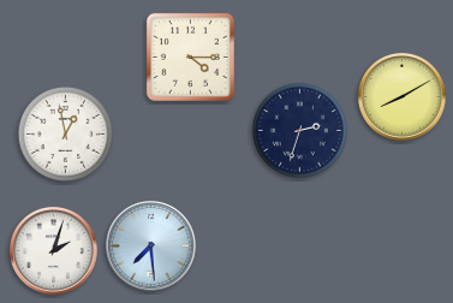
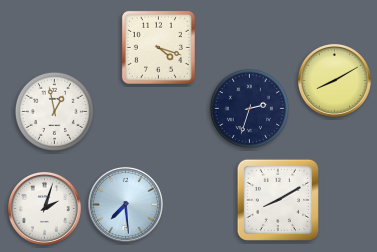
clock at (190, 57): 4:15 -> 4:18
clock at (278, 200): none -> 8:10
